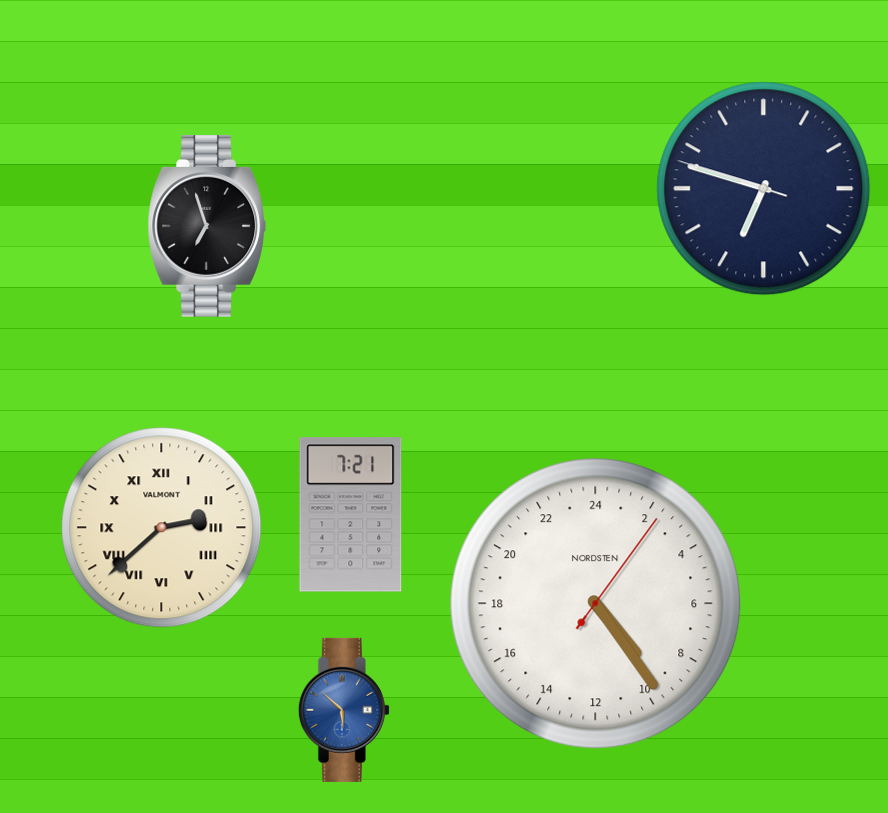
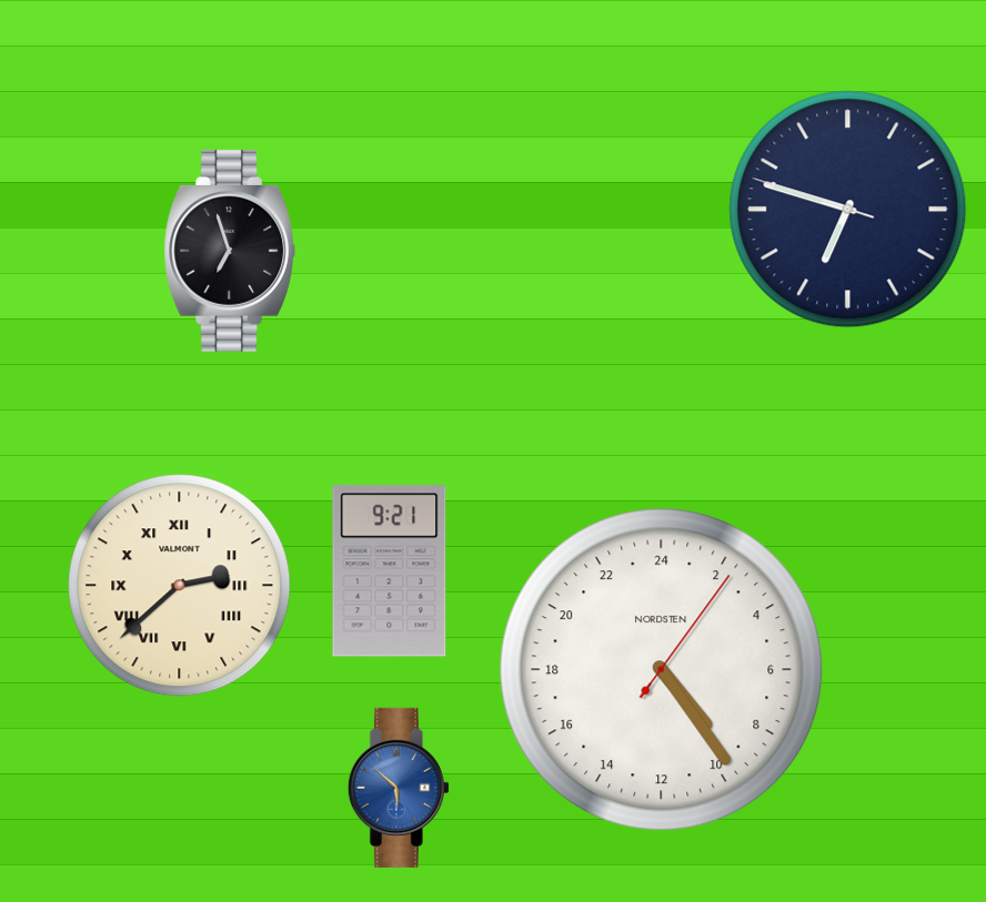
clock at (351, 515): 7:21 -> 9:21
clock at (344, 710) position: (344, 710) -> (399, 788)
